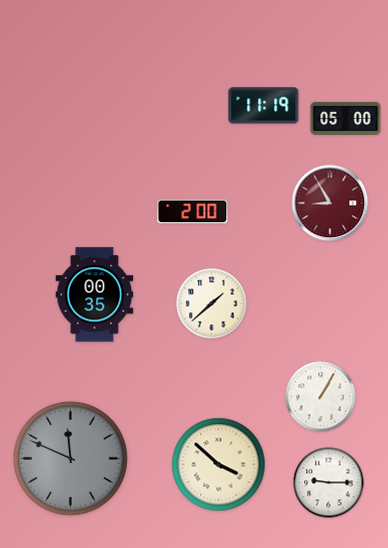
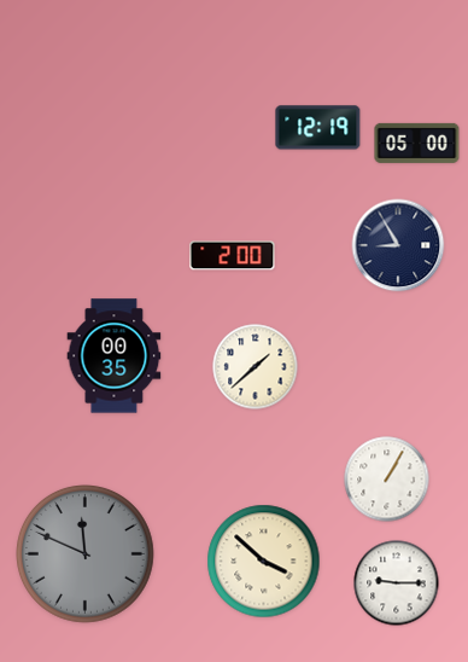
clock at (264, 106): 11:19 -> 12:19
clock at (330, 203) dial: burgundy -> navy
